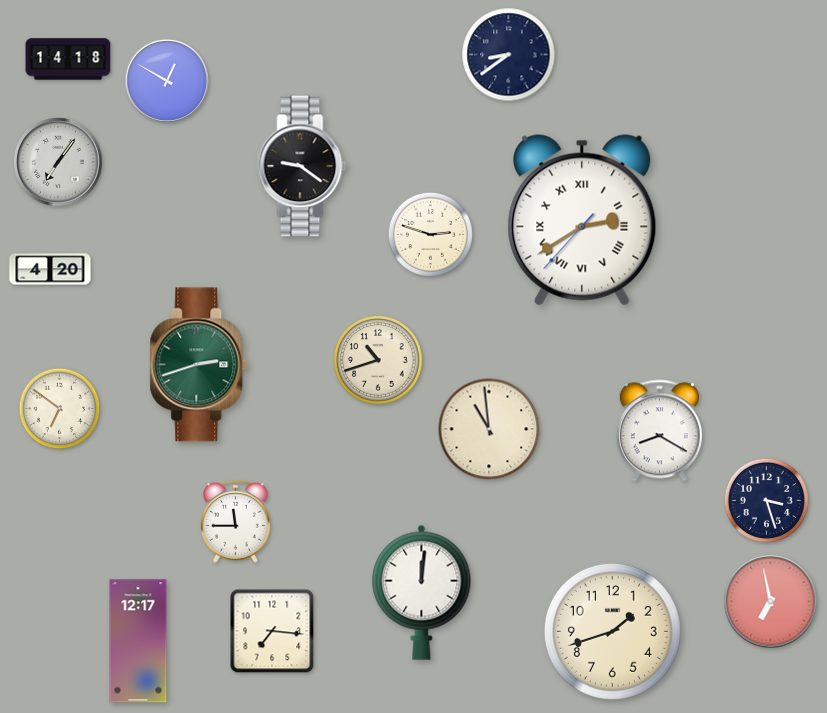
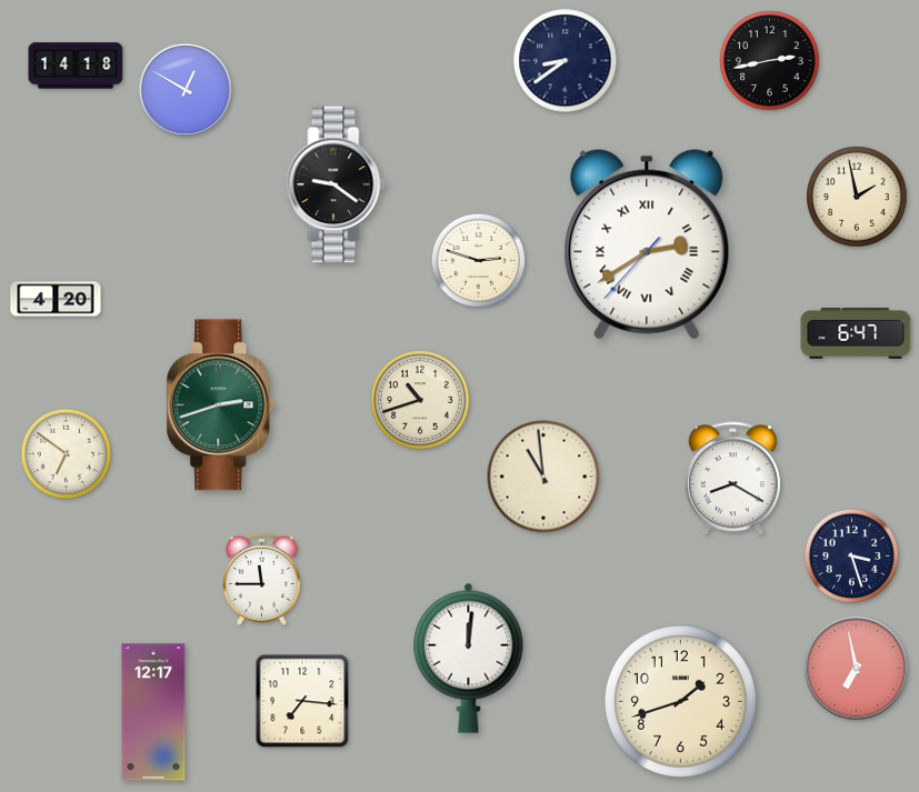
clock at (770, 61): none -> 2:43
clock at (58, 162): 7:06 -> none
clock at (857, 197): none -> 1:58
clock at (856, 334): none -> 6:47
